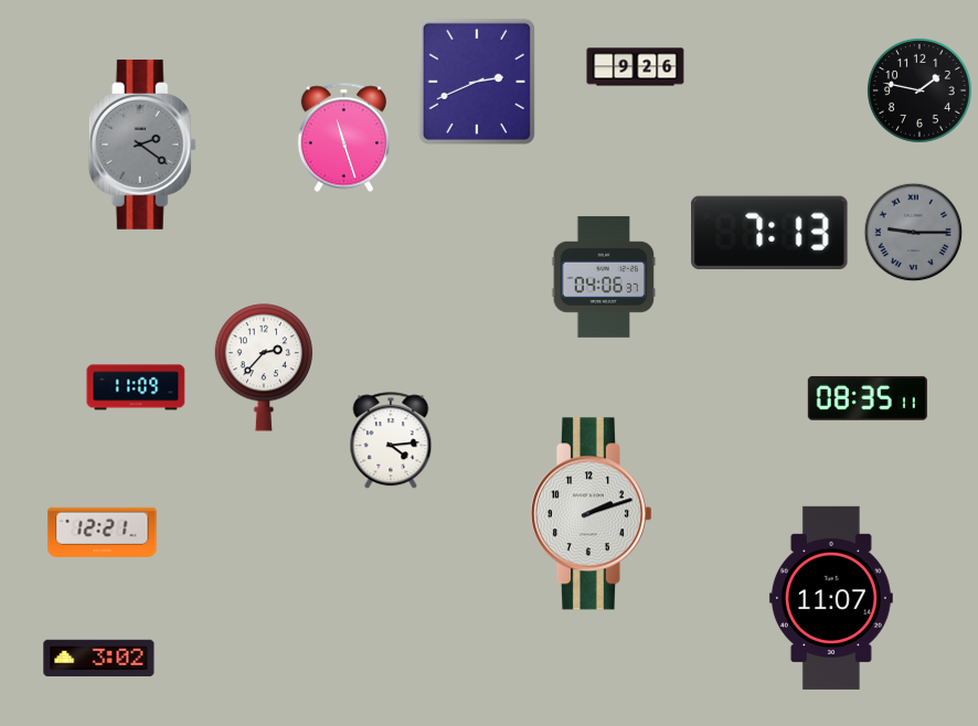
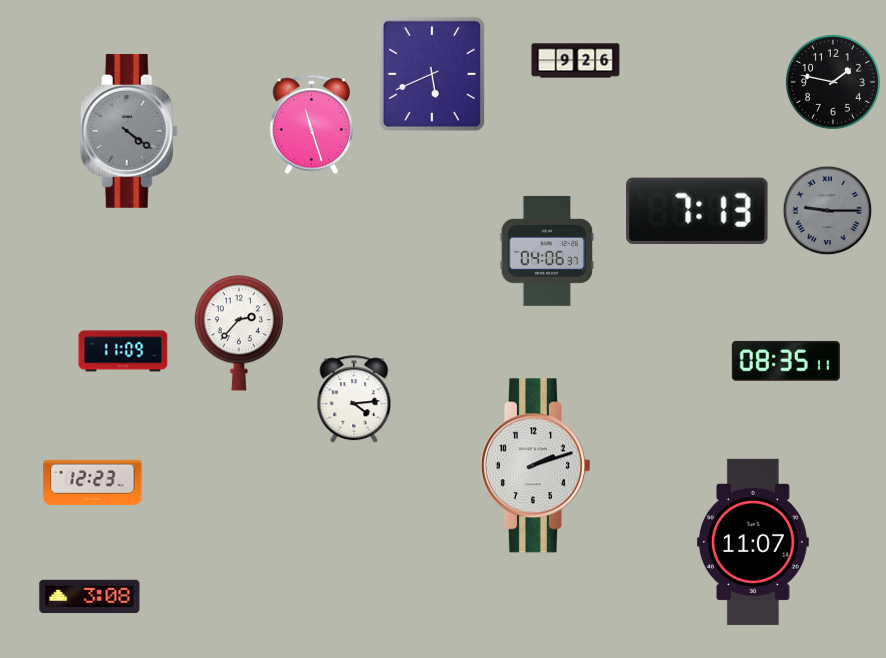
clock at (477, 82): 2:41 -> 5:41
clock at (142, 145): 2:21 -> 4:21
clock at (103, 532): 12:21 -> 12:23
clock at (99, 659): 3:02 -> 3:08
